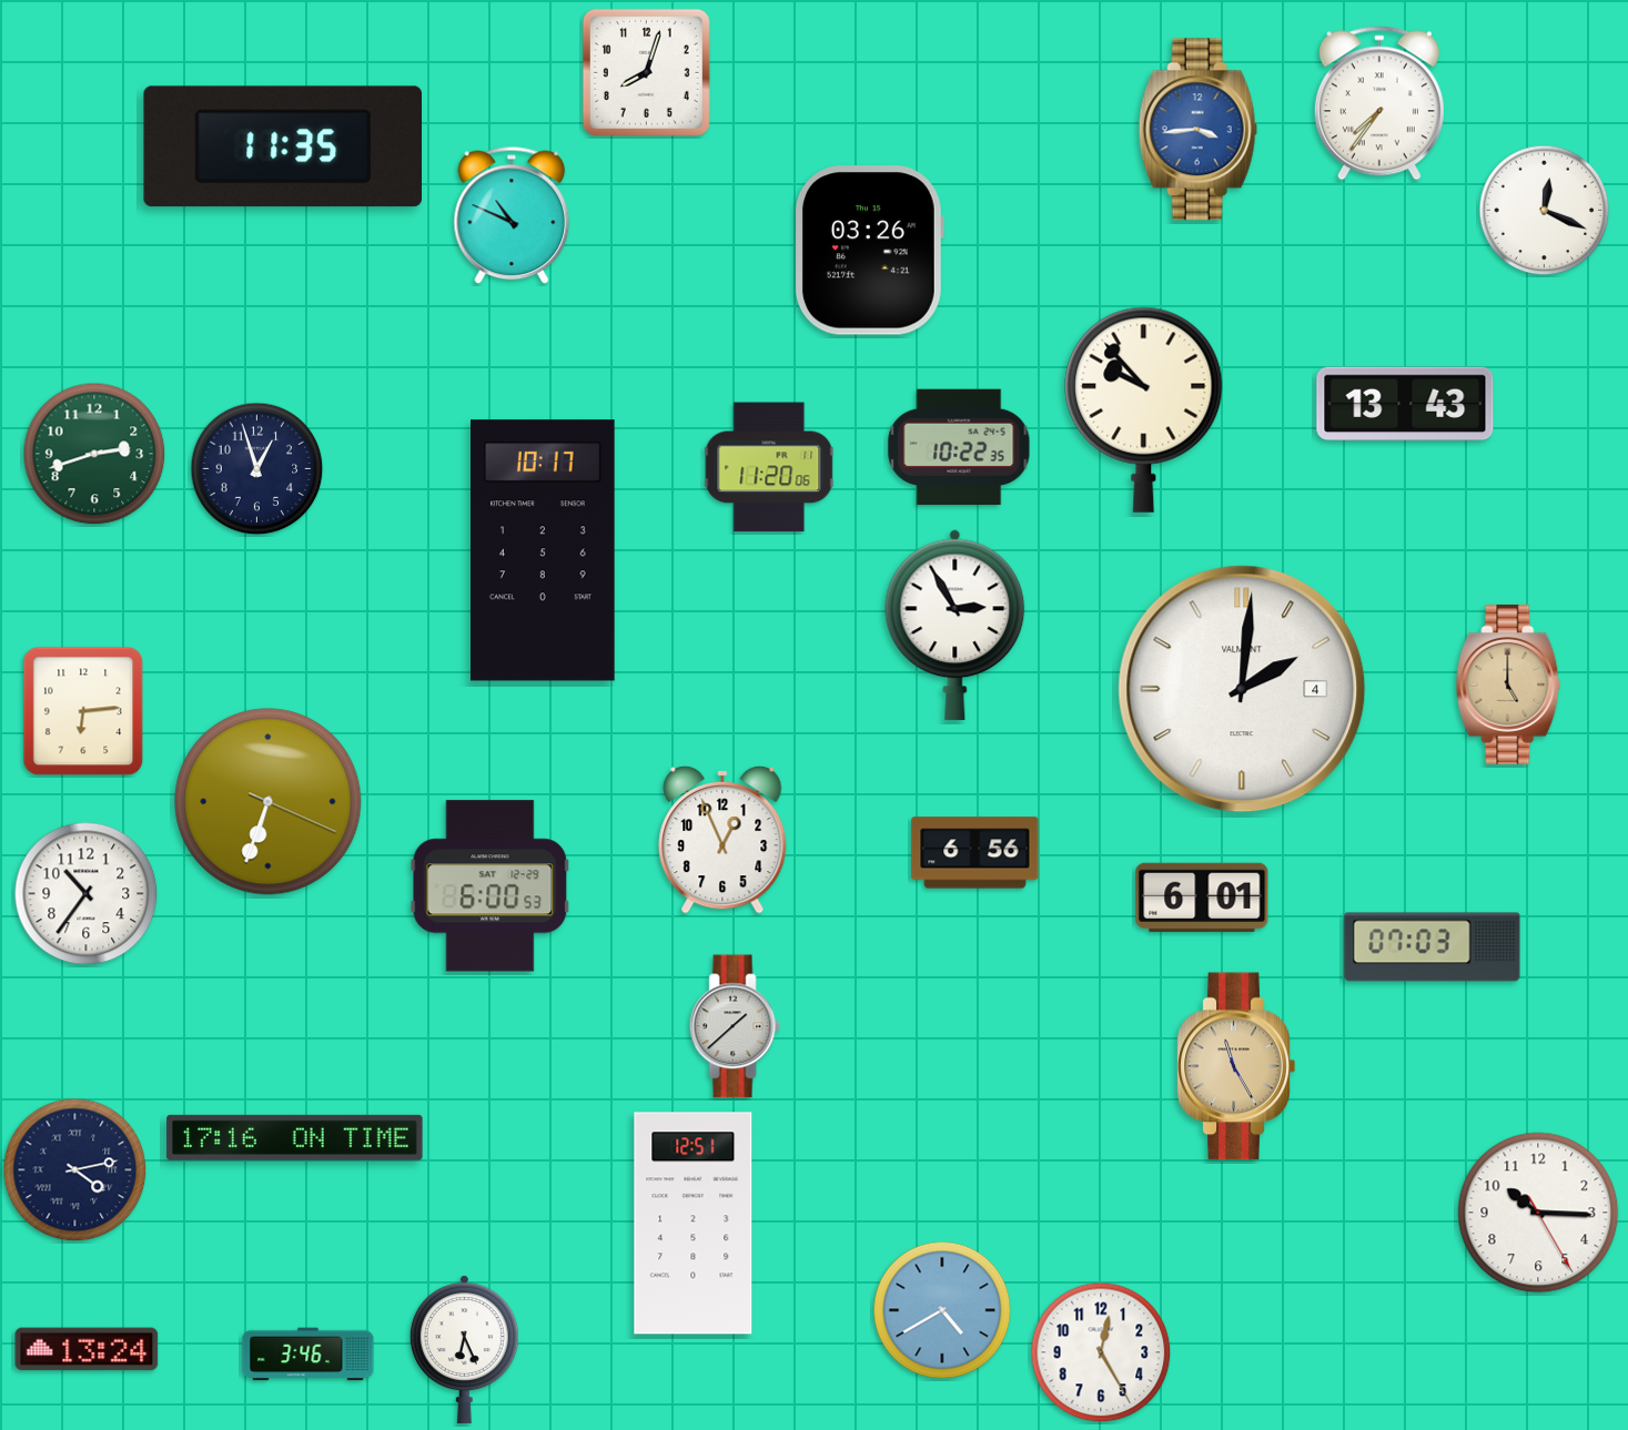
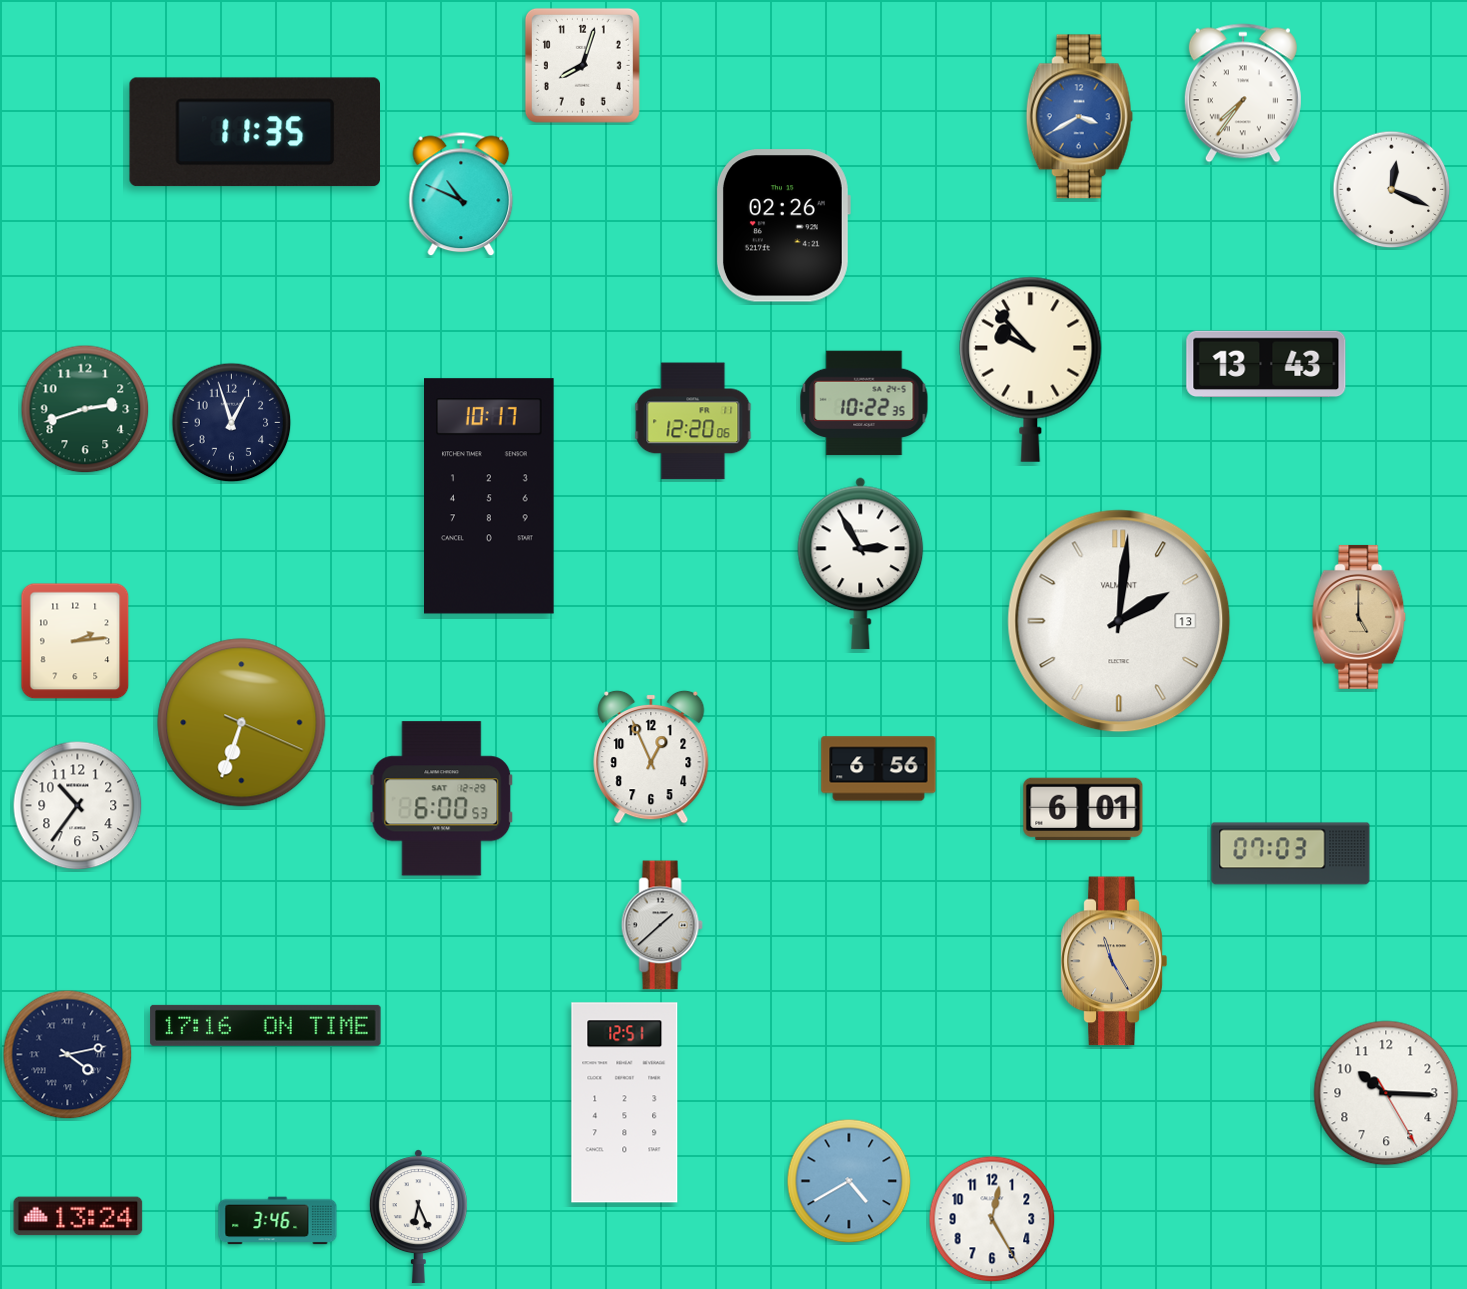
clock at (1197, 130): 3:44 -> 3:40
clock at (869, 251): 03:26 -> 02:26
clock at (769, 467): 11:20 -> 12:20
clock at (1242, 689) date: 4 -> 13
clock at (83, 711): 6:14 -> 2:14
